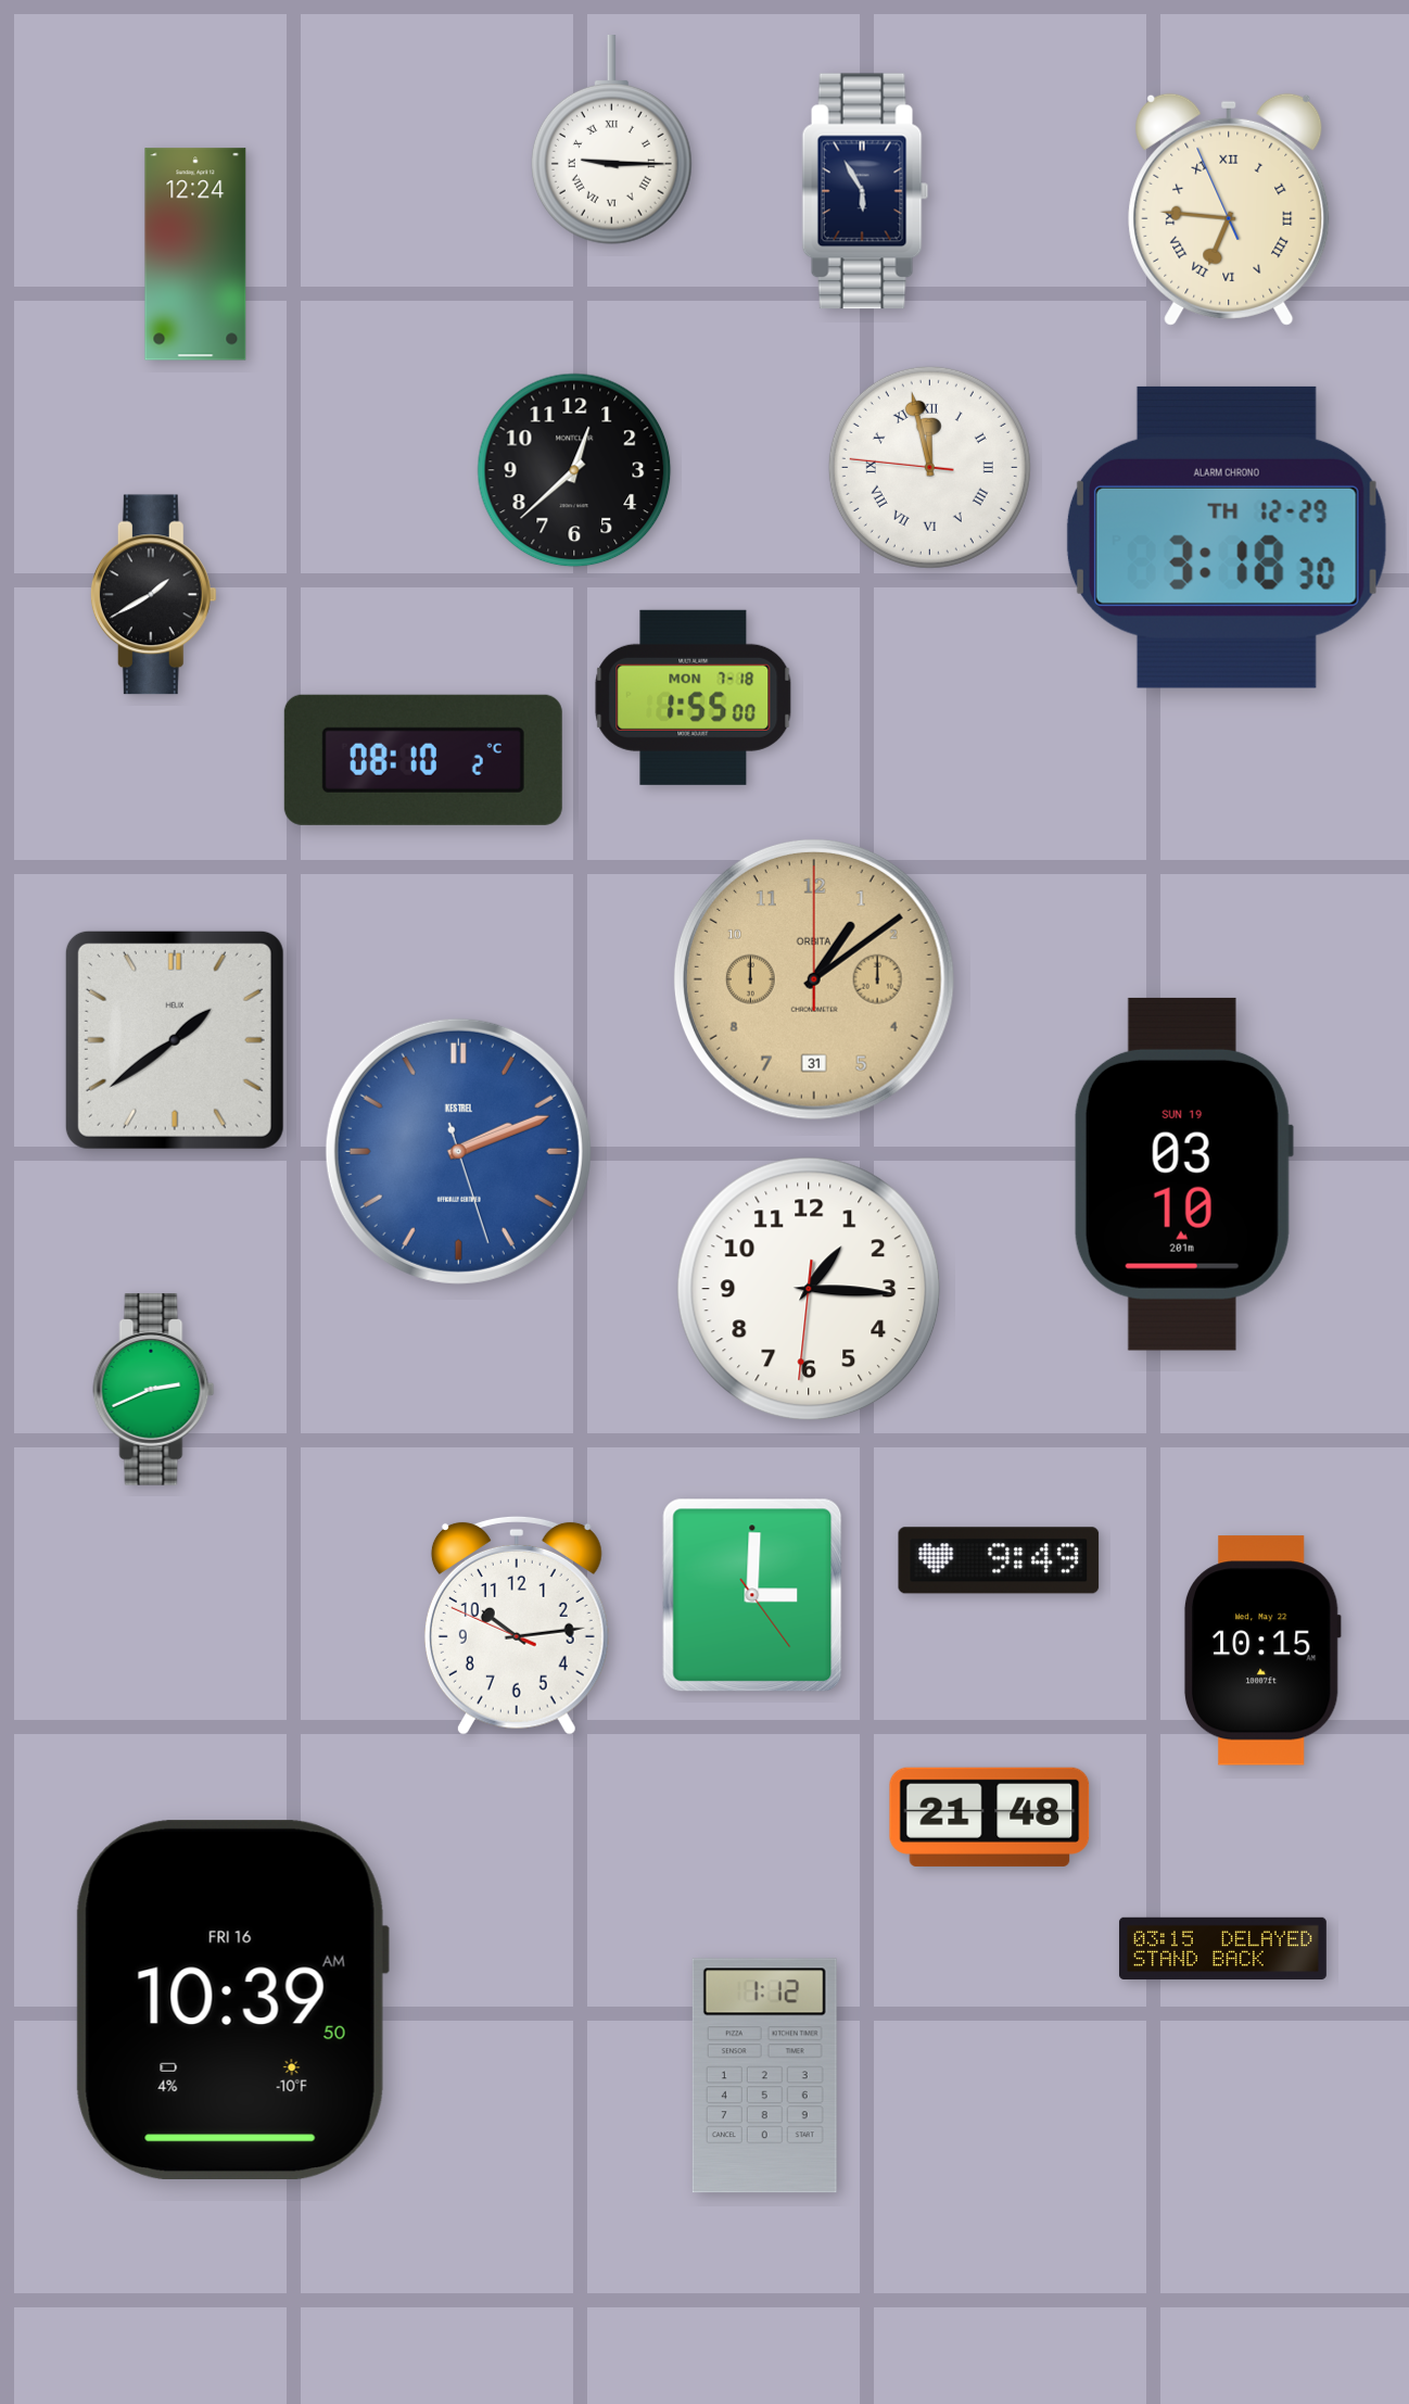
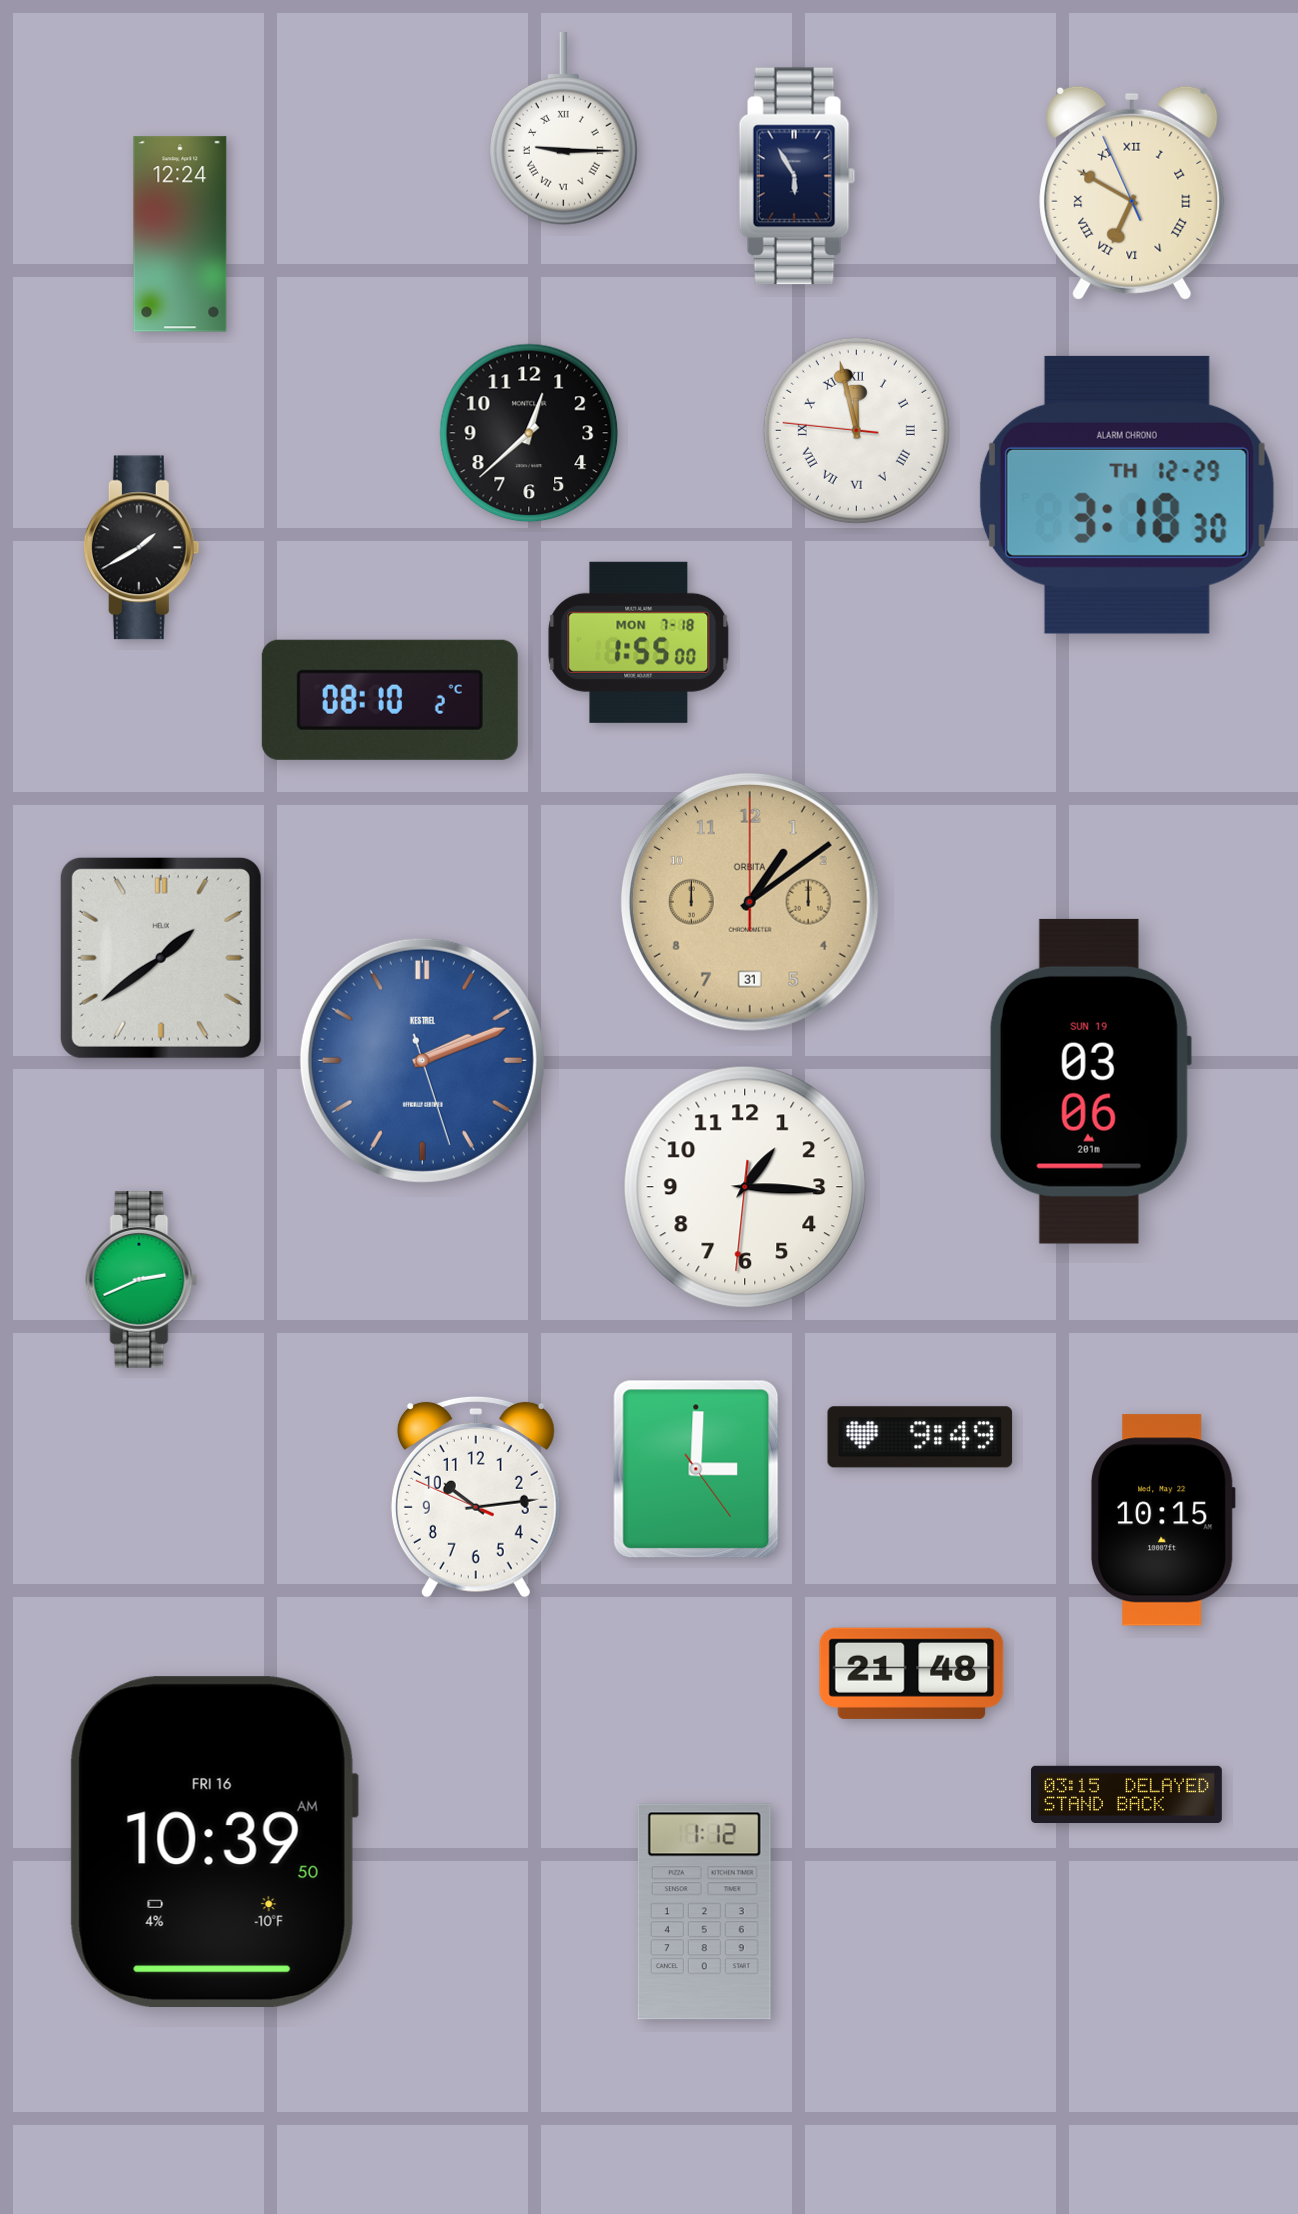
clock at (1229, 210): 6:45 -> 6:49
clock at (1227, 537) position: (1227, 537) -> (1127, 495)
clock at (1183, 1174): 03:10 -> 03:06
clock at (752, 1595) position: (752, 1595) -> (696, 1469)
